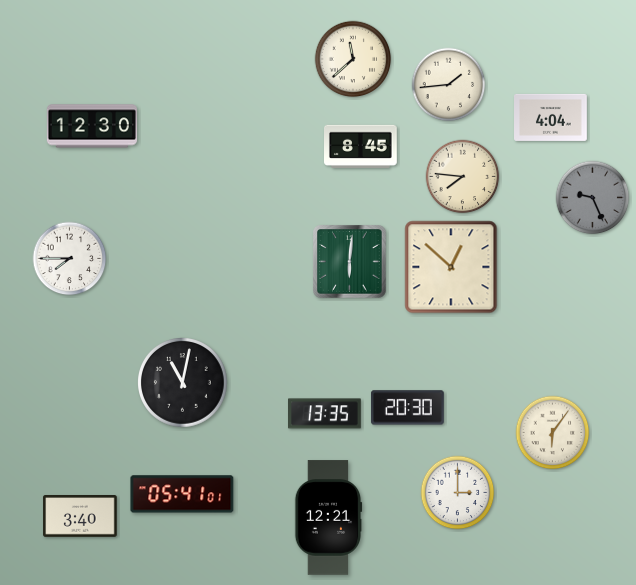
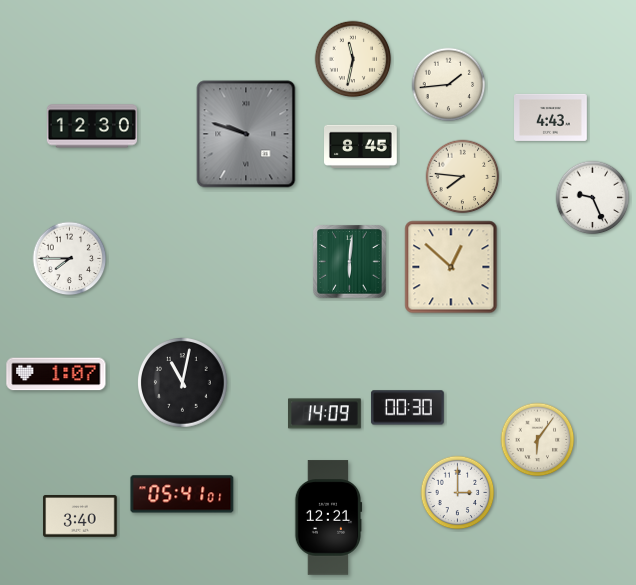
clock at (353, 59): 11:38 -> 11:32
clock at (551, 117): 4:04 -> 4:43
clock at (246, 134): none -> 9:48
clock at (593, 198) dial: grey -> white
clock at (56, 374): none -> 1:07
clock at (407, 408): 20:30 -> 00:30
clock at (325, 414): 13:35 -> 14:09
clock at (553, 433) position: (553, 433) -> (538, 440)
